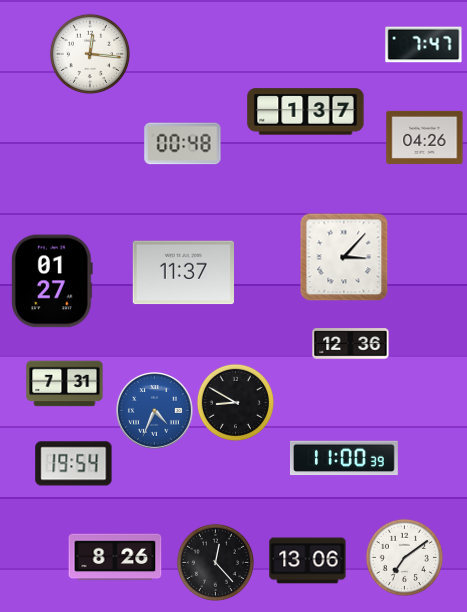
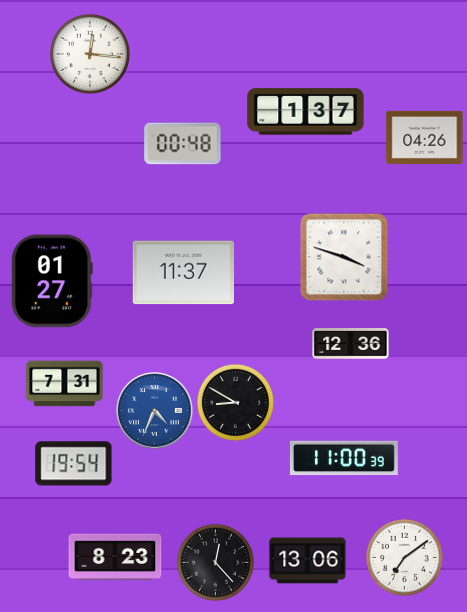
clock at (424, 45): 7:47 -> none
clock at (344, 257): 3:07 -> 3:48
clock at (115, 557): 8:26 -> 8:23
